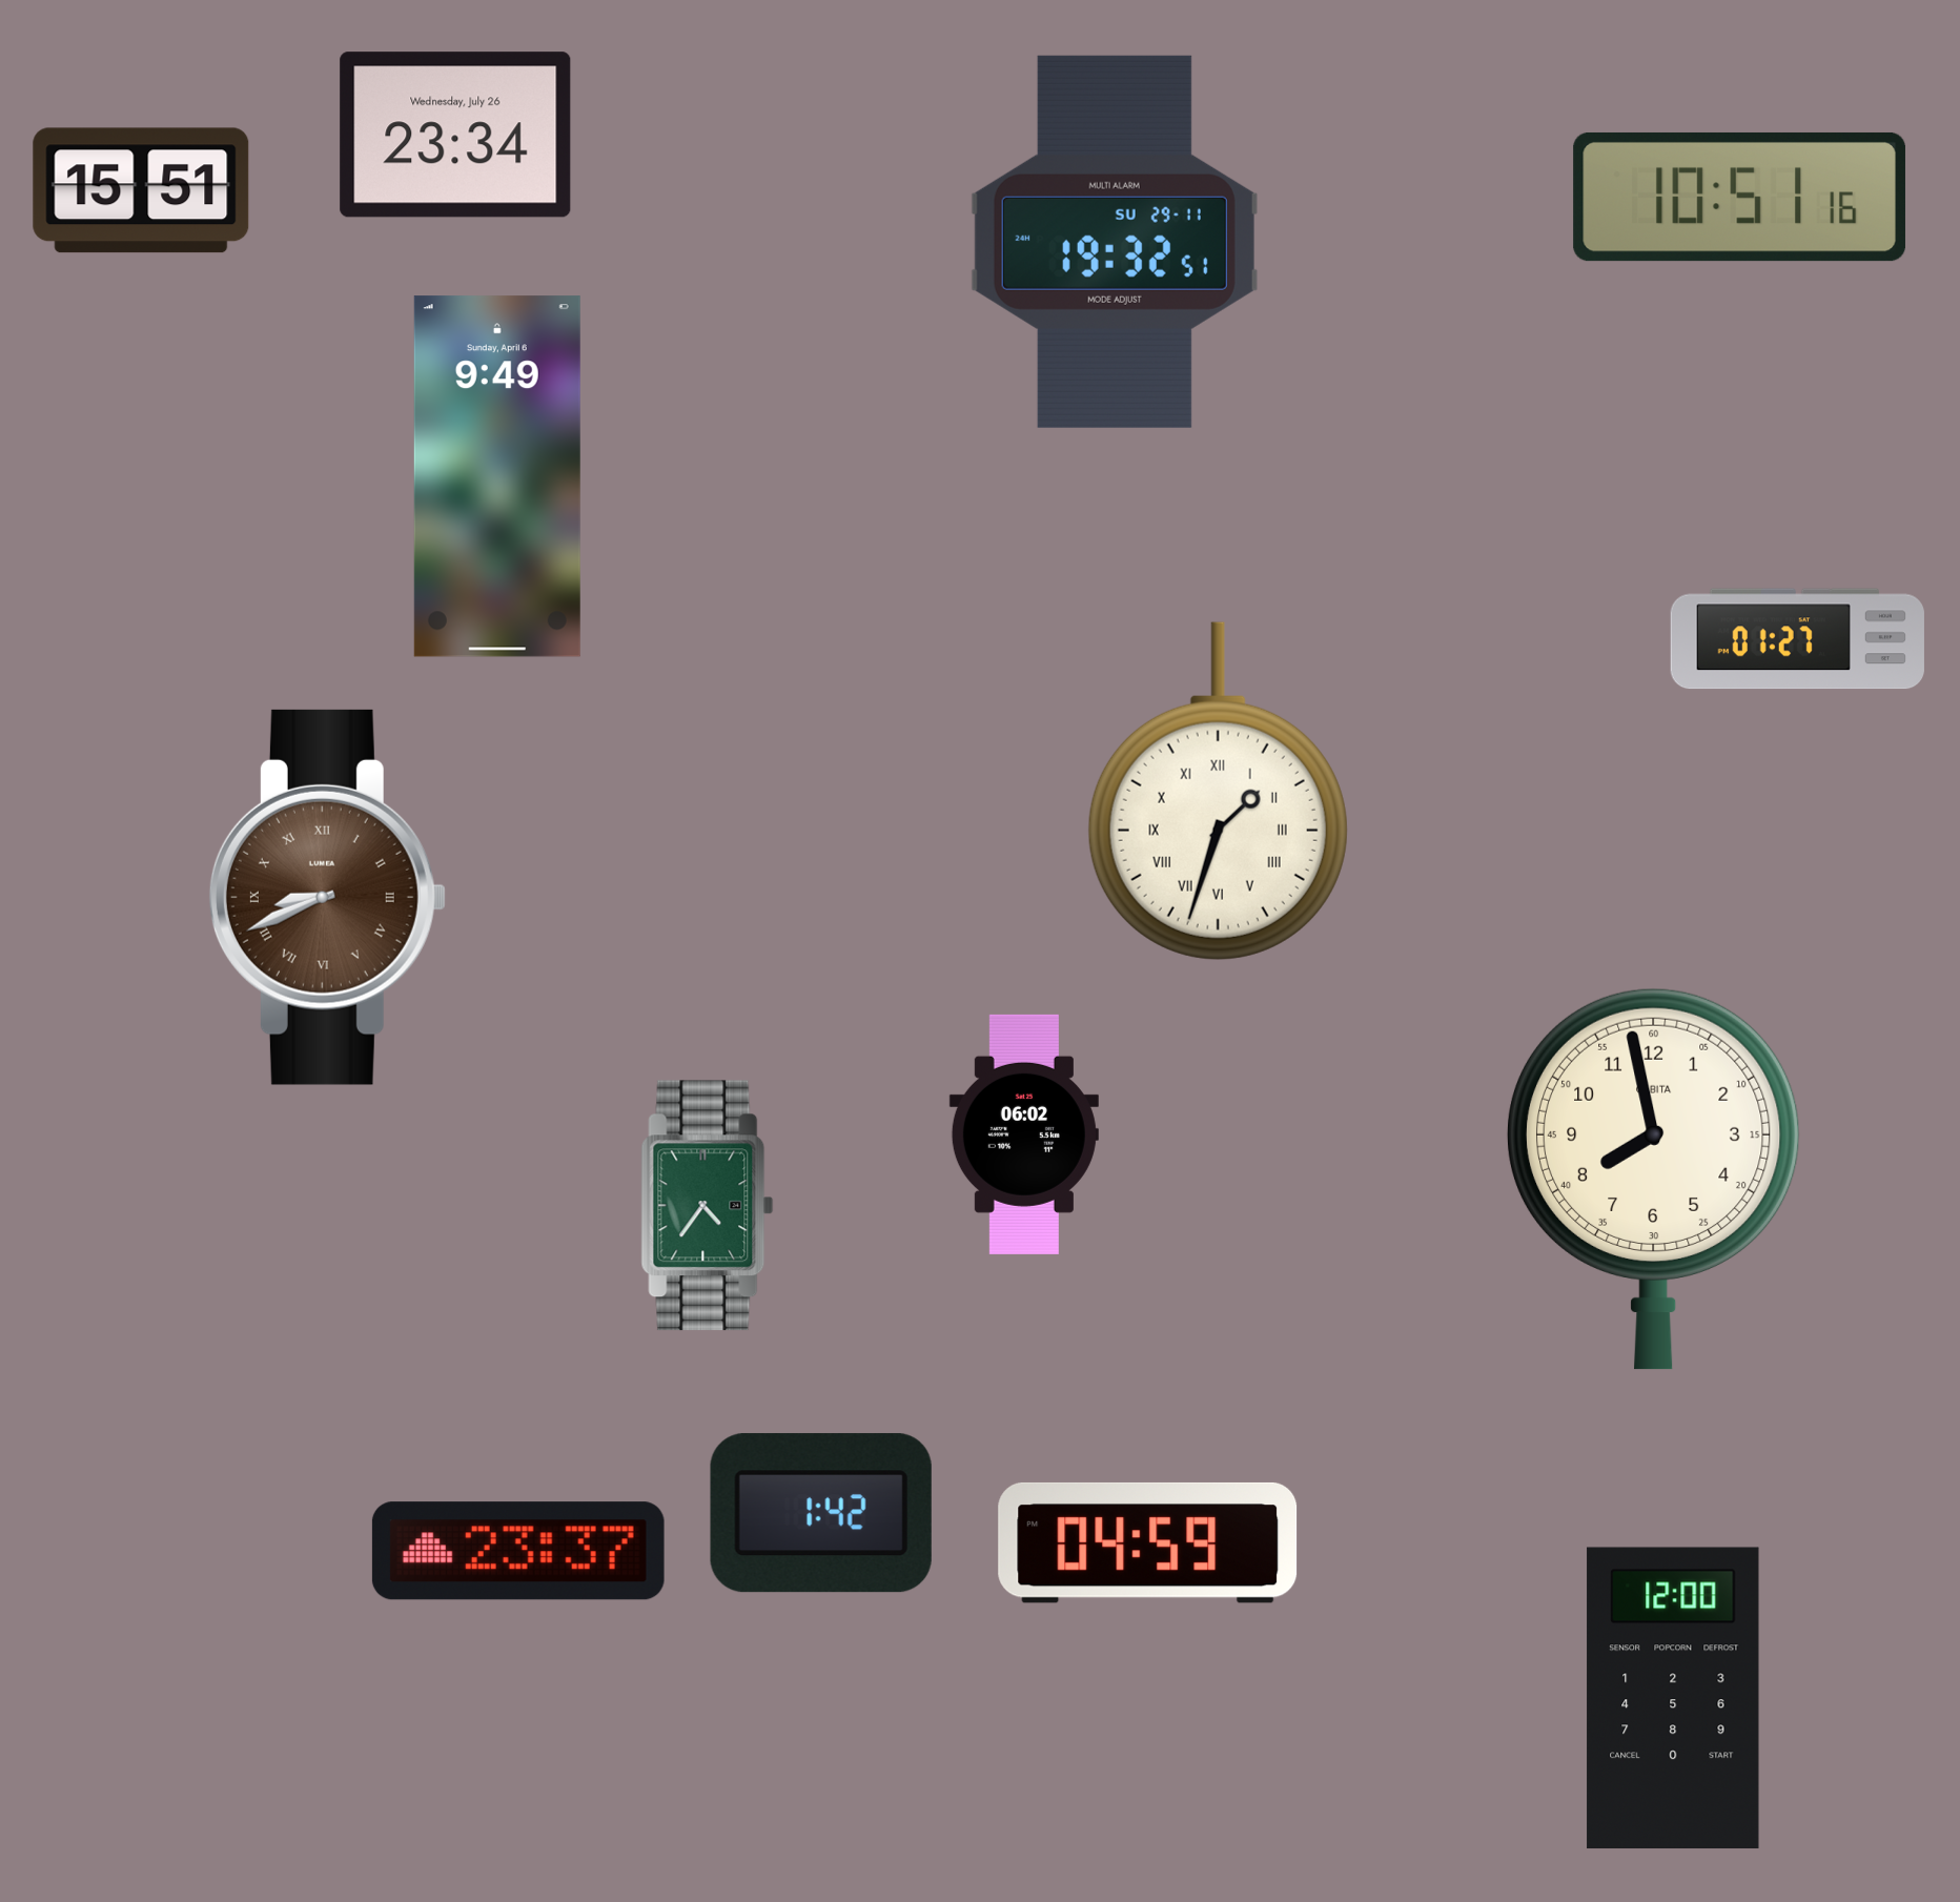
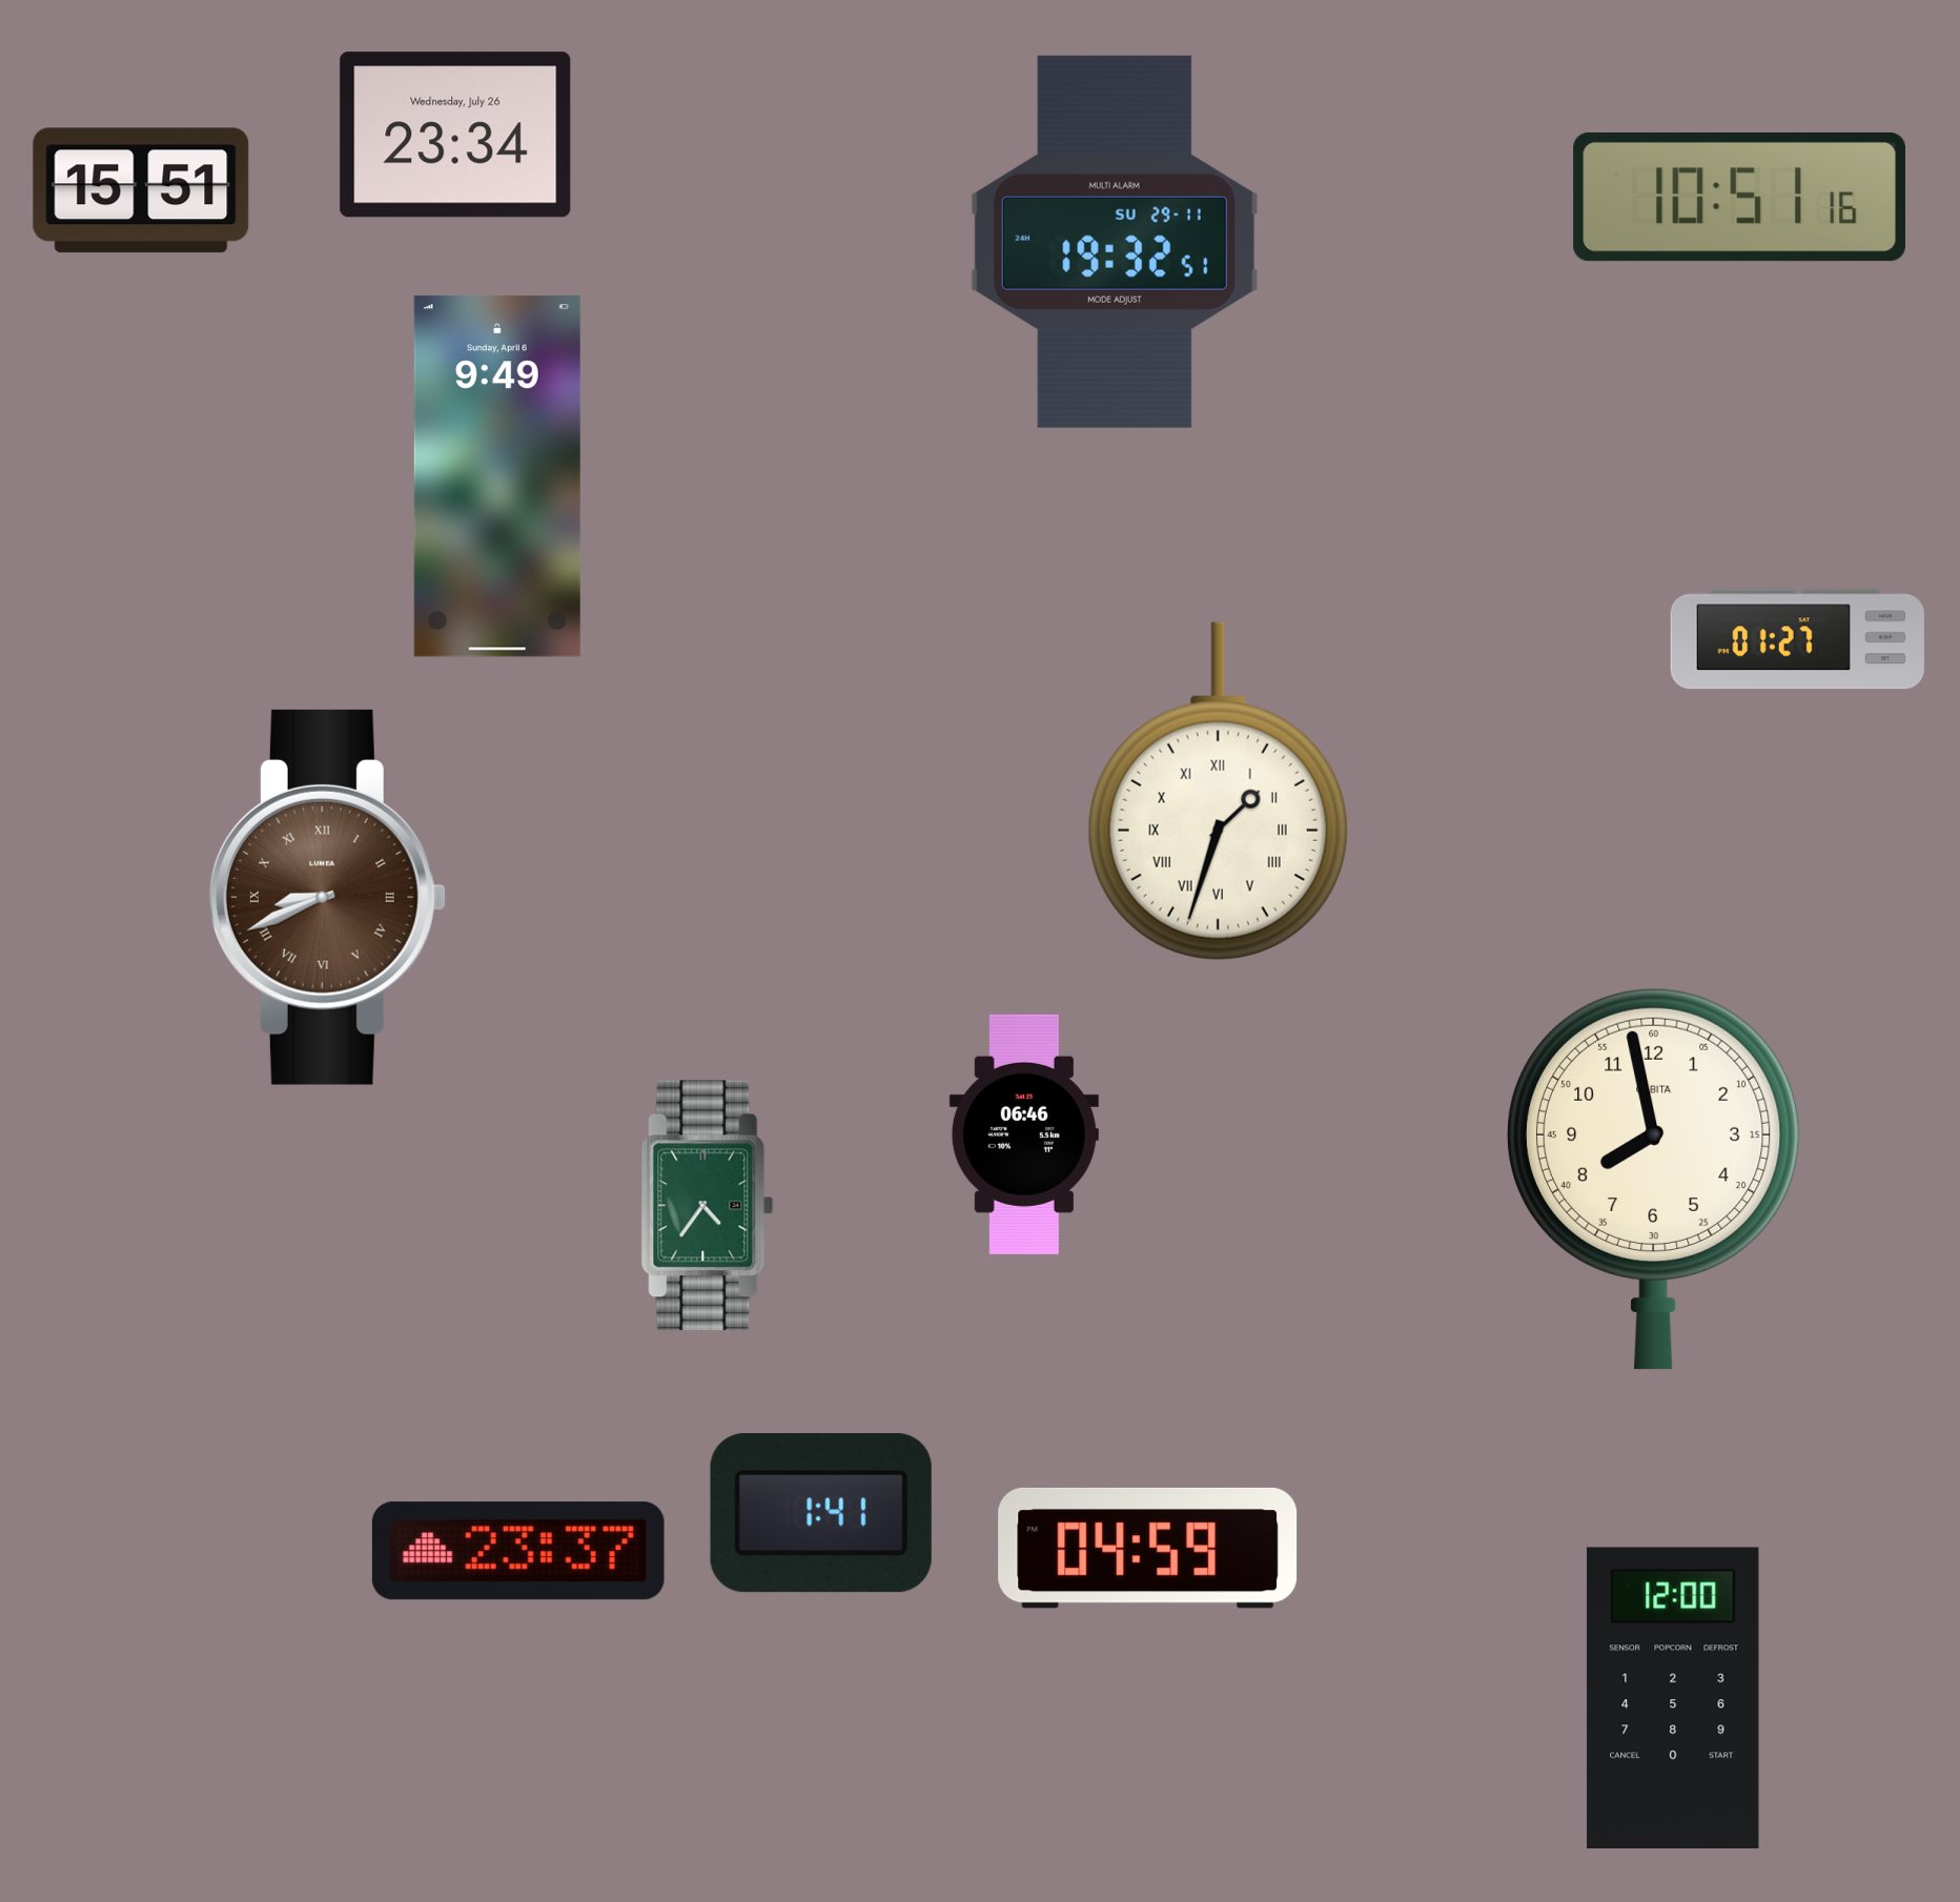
clock at (1024, 1134): 06:02 -> 06:46
clock at (821, 1513): 1:42 -> 1:41
clock at (1148, 1542) position: (1148, 1542) -> (1148, 1548)
